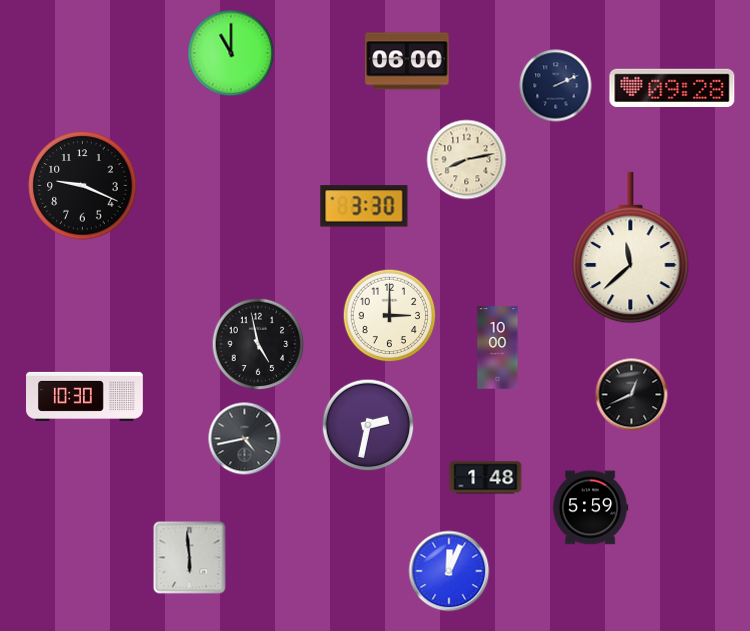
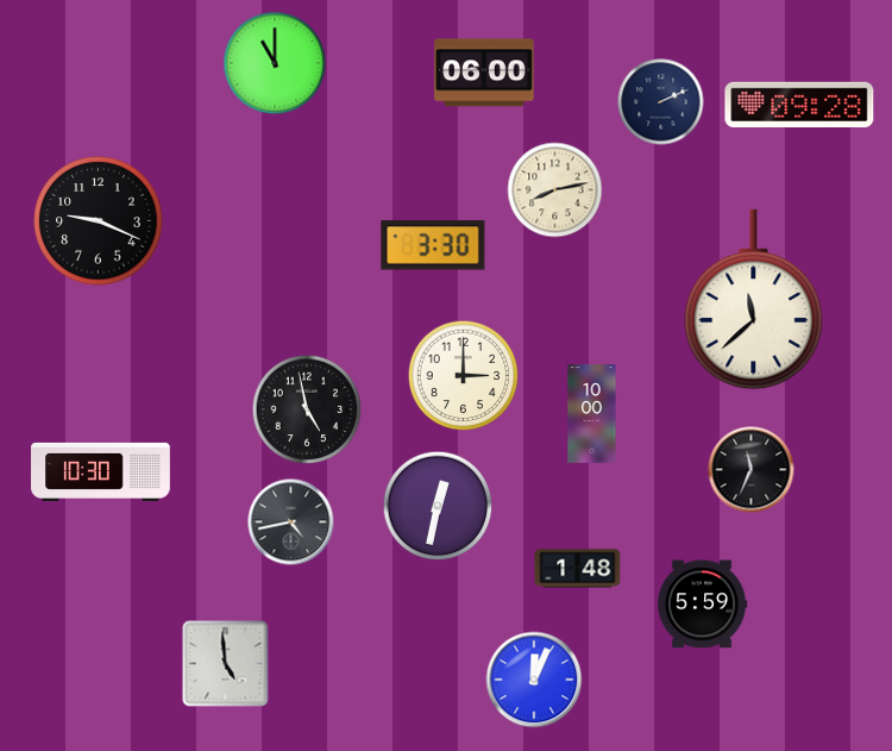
clock at (631, 248) position: (631, 248) -> (754, 300)
clock at (632, 395): 12:41 -> 11:34
clock at (368, 425): 2:32 -> 12:32
clock at (190, 558): 5:59 -> 4:59
